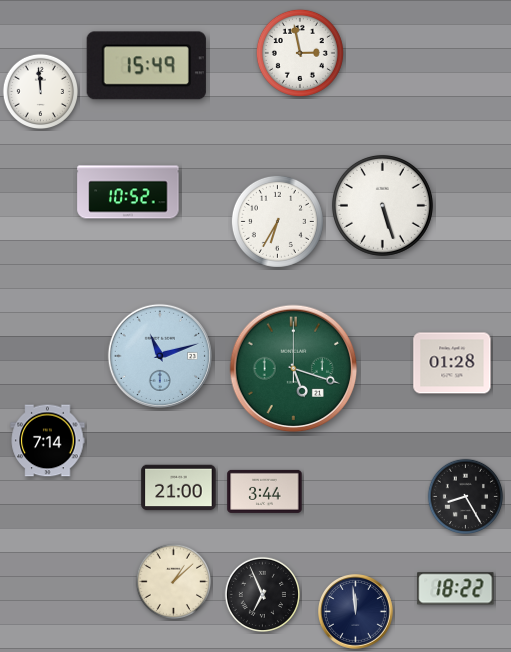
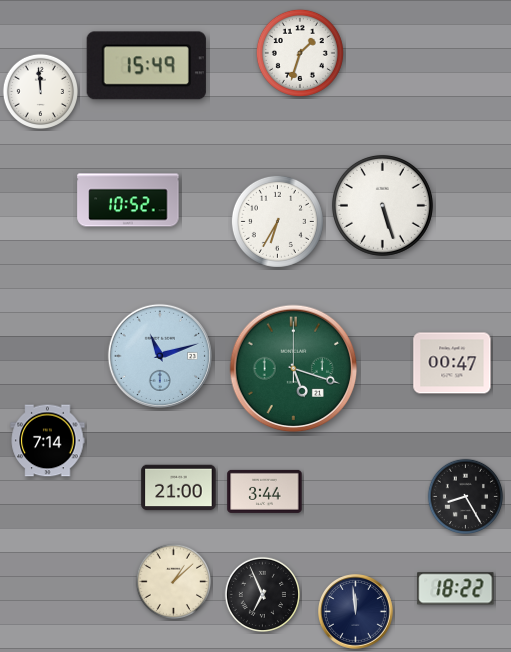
clock at (300, 53): 2:58 -> 1:33
clock at (128, 192) position: (128, 192) -> (128, 200)
clock at (452, 363): 01:28 -> 00:47
